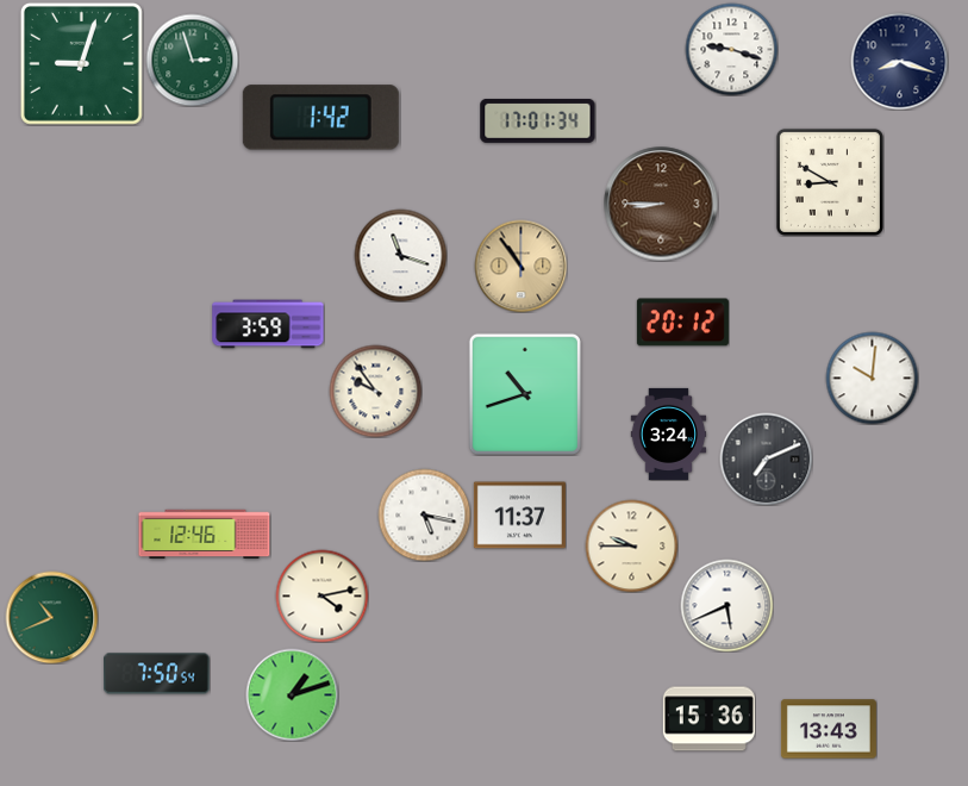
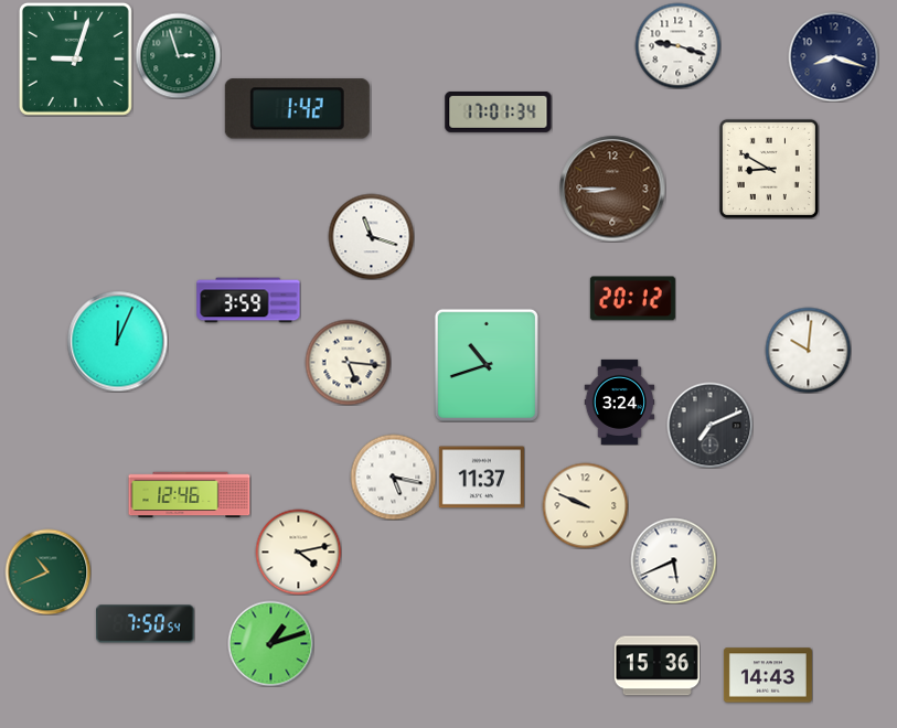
clock at (520, 266): 10:54 -> none
clock at (117, 341): none -> 12:04
clock at (375, 391): 9:54 -> 5:16
clock at (631, 545): 9:45 -> 9:49
clock at (829, 729): 13:43 -> 14:43
